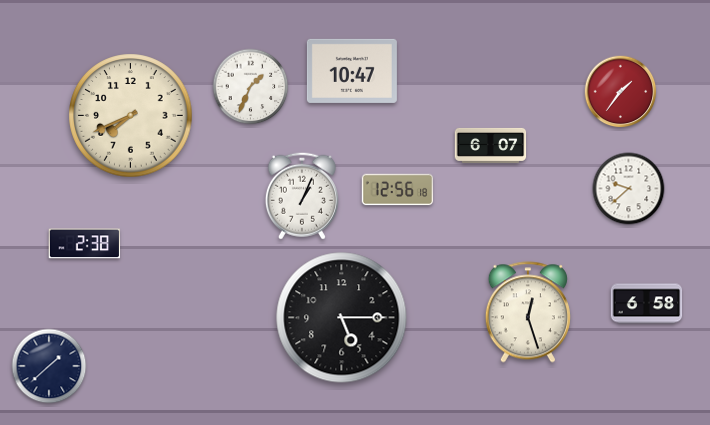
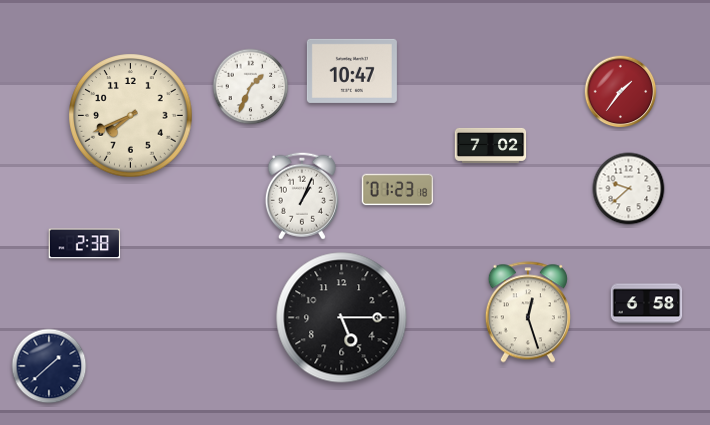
clock at (491, 145): 6:07 -> 7:02
clock at (398, 190): 12:56 -> 01:23
